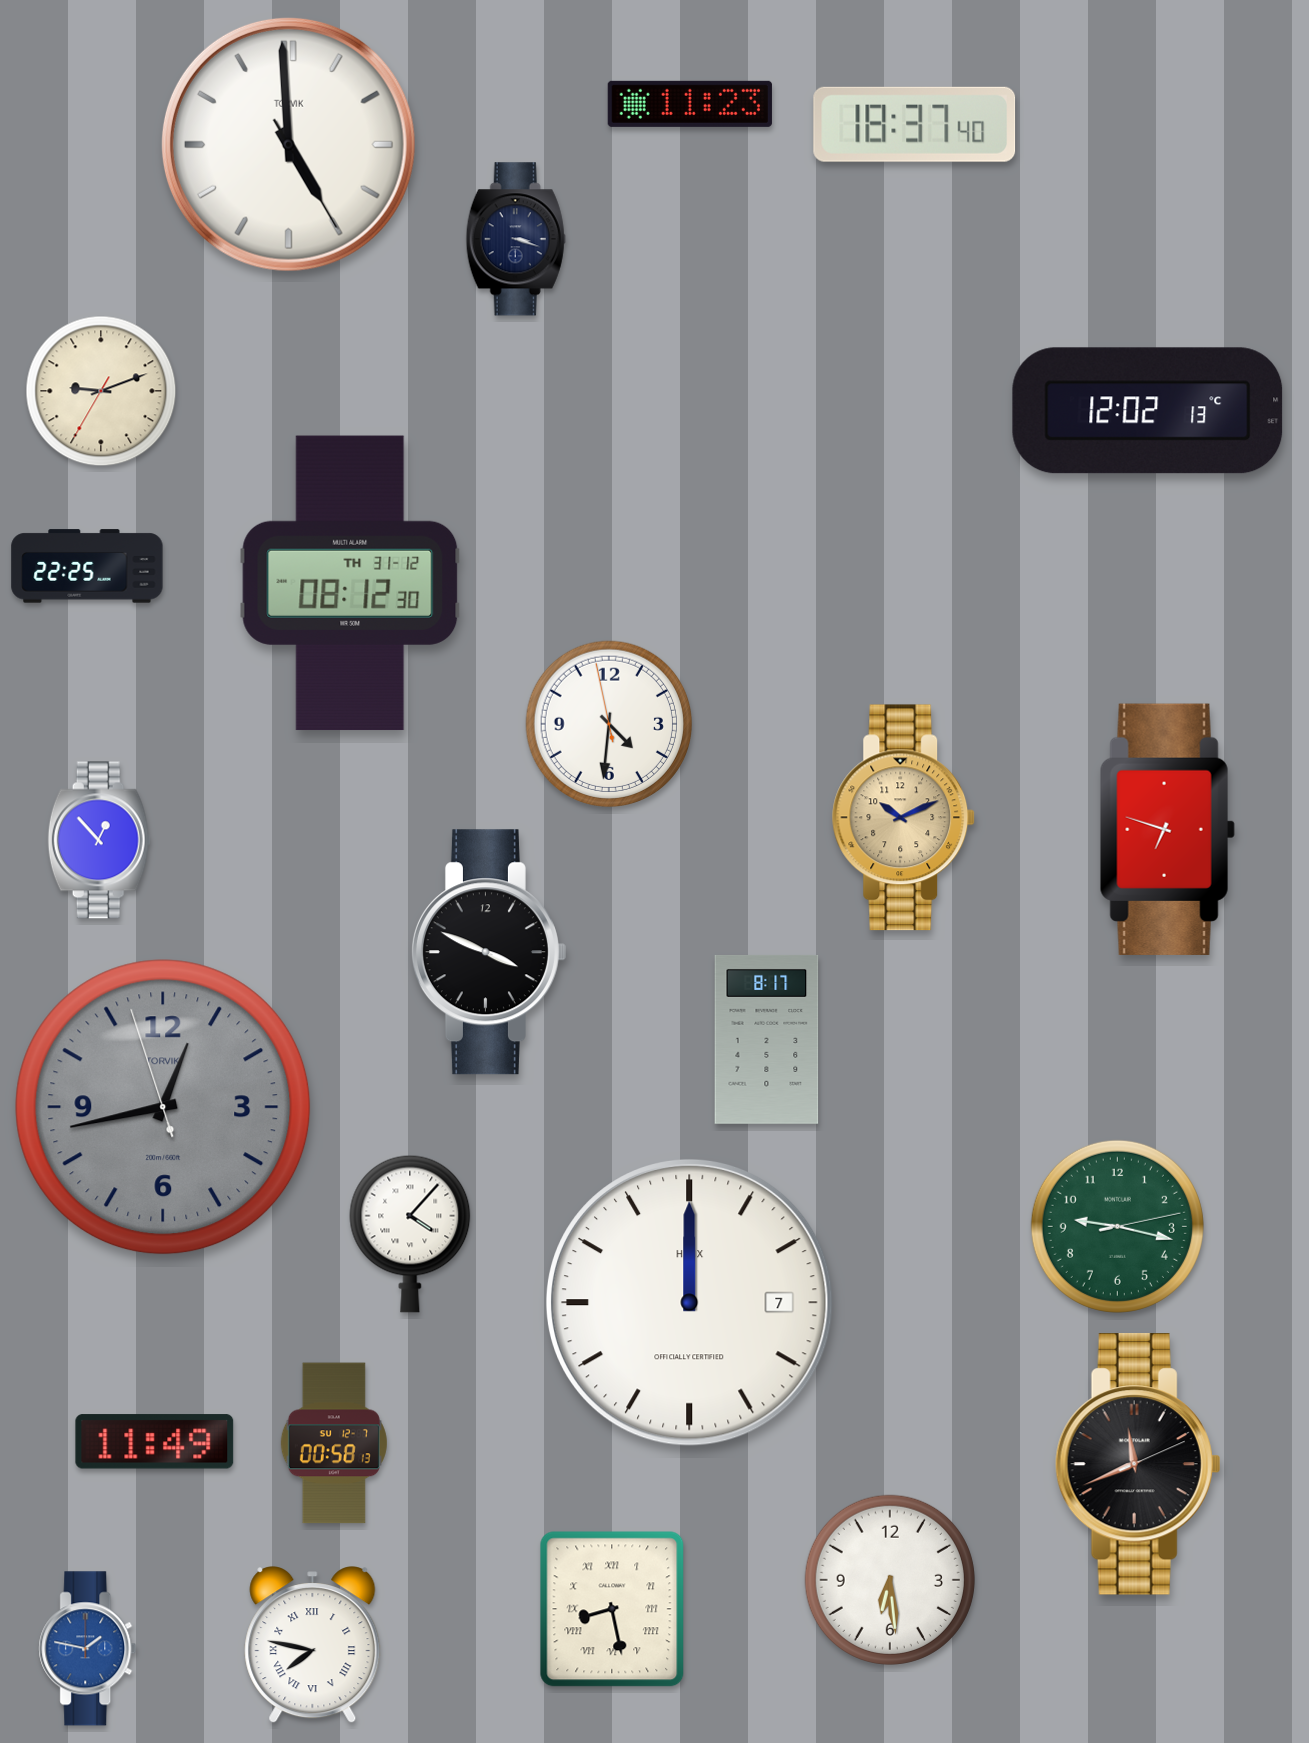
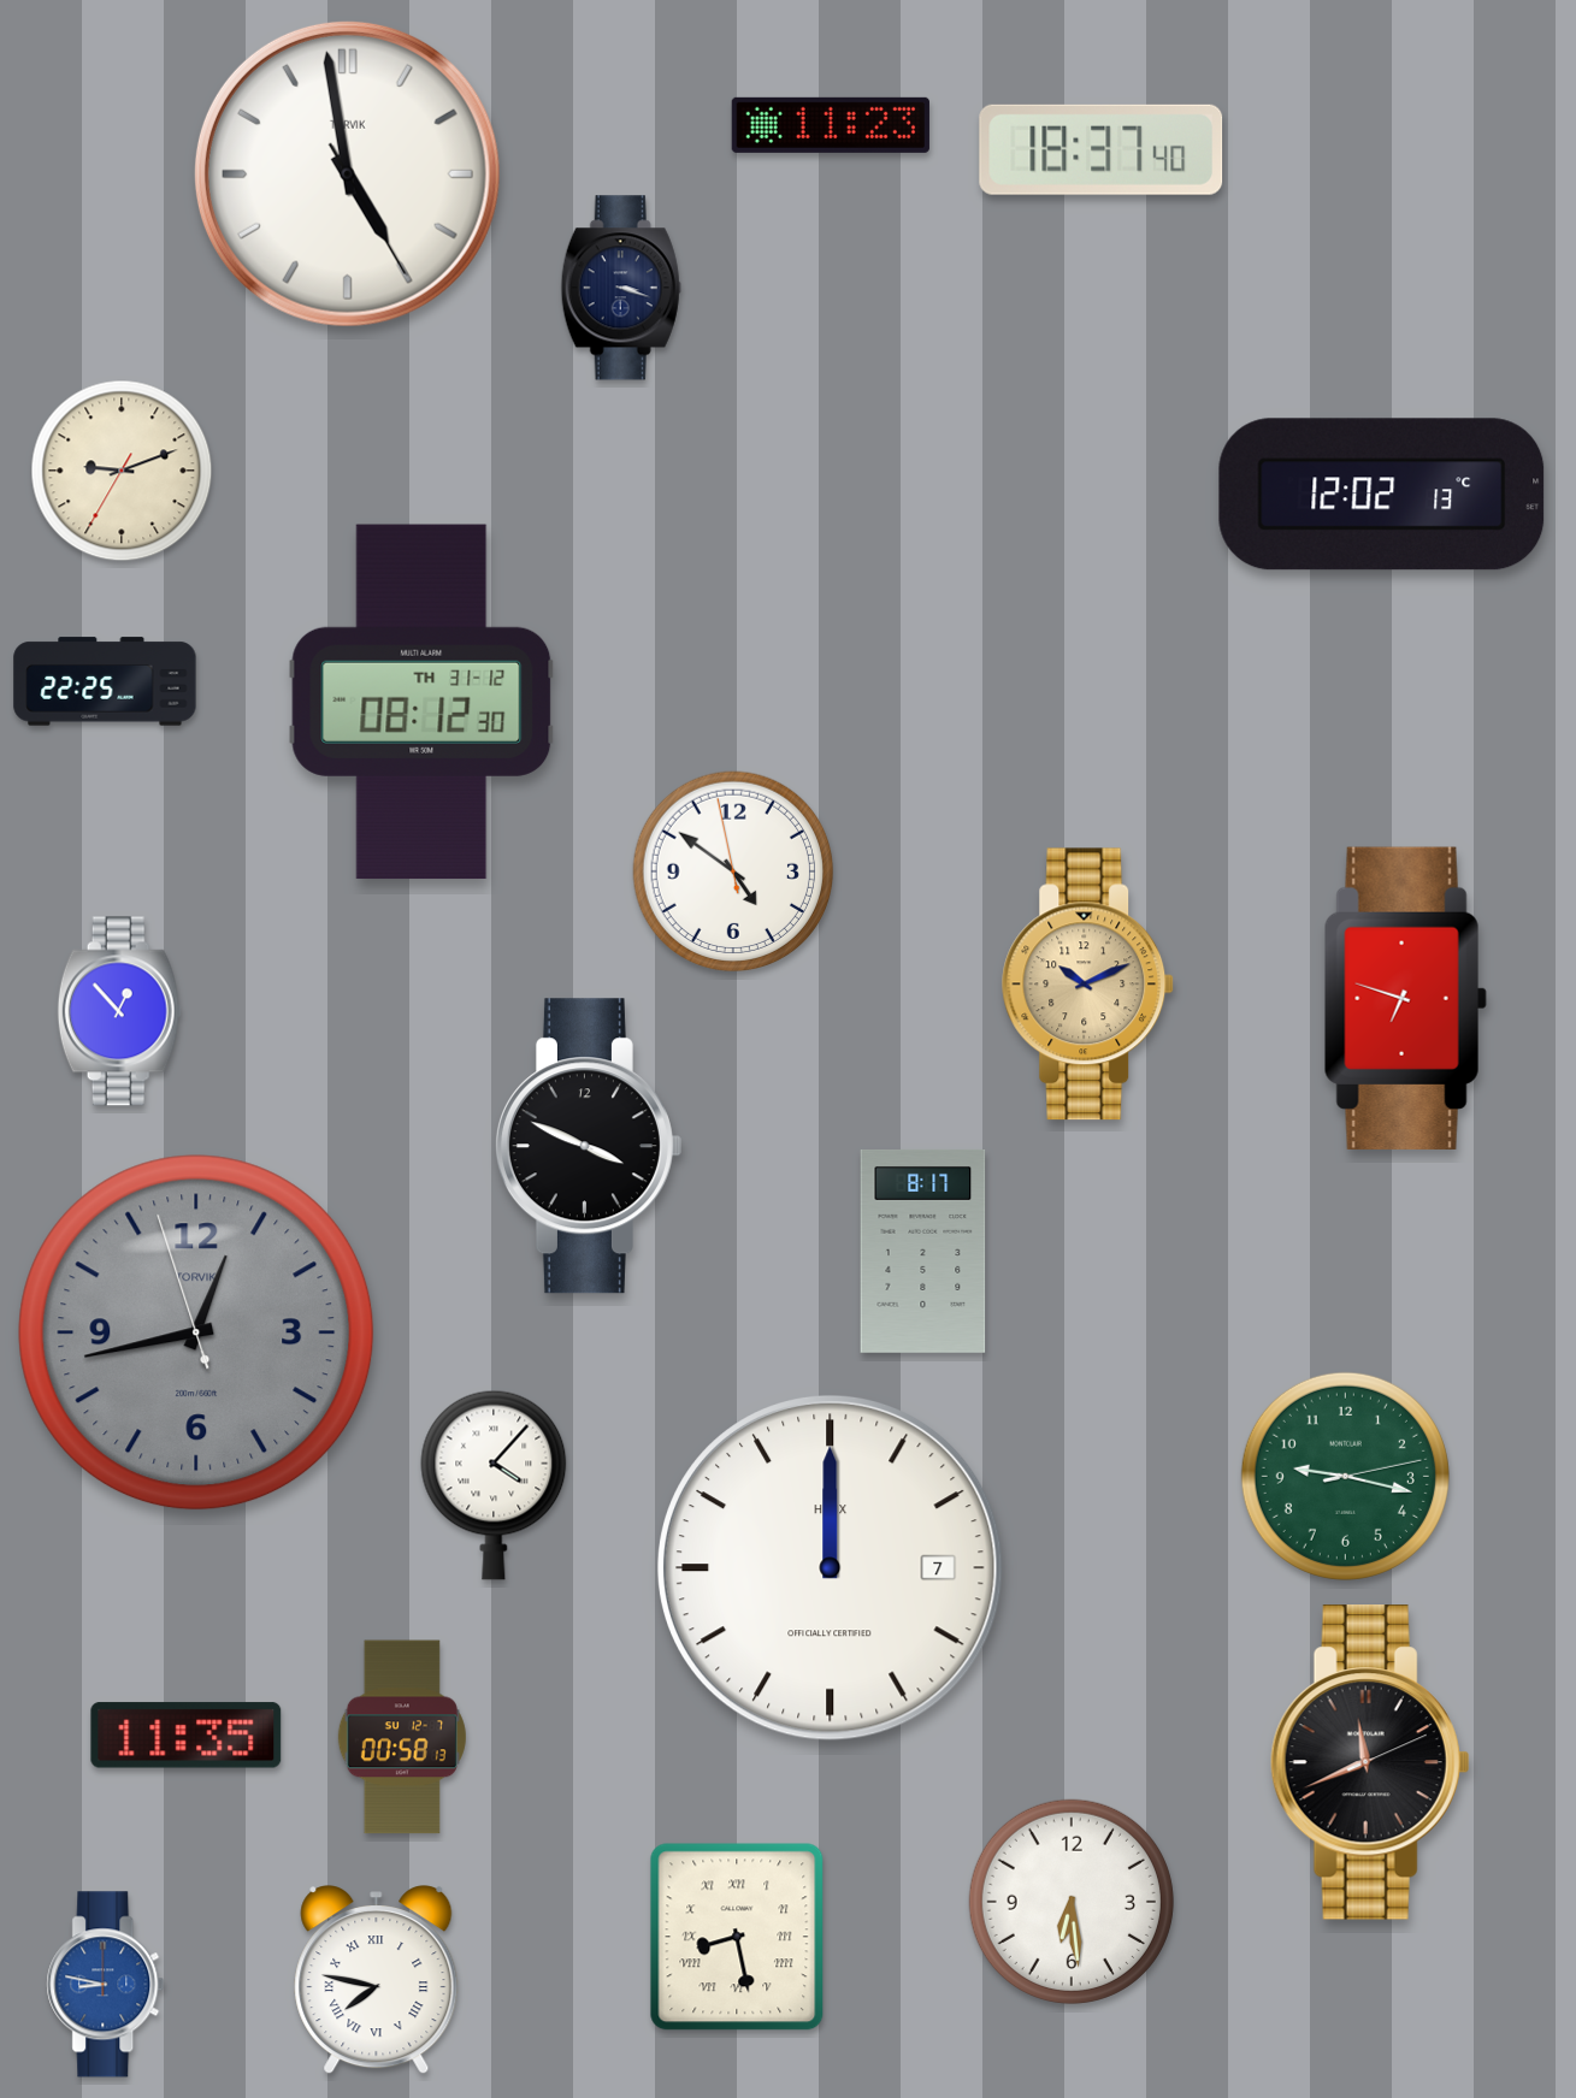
clock at (288, 144): 4:59 -> 4:58
clock at (608, 723): 4:30 -> 4:50
clock at (155, 1442): 11:49 -> 11:35
clock at (88, 1649): 1:47 -> 8:47
